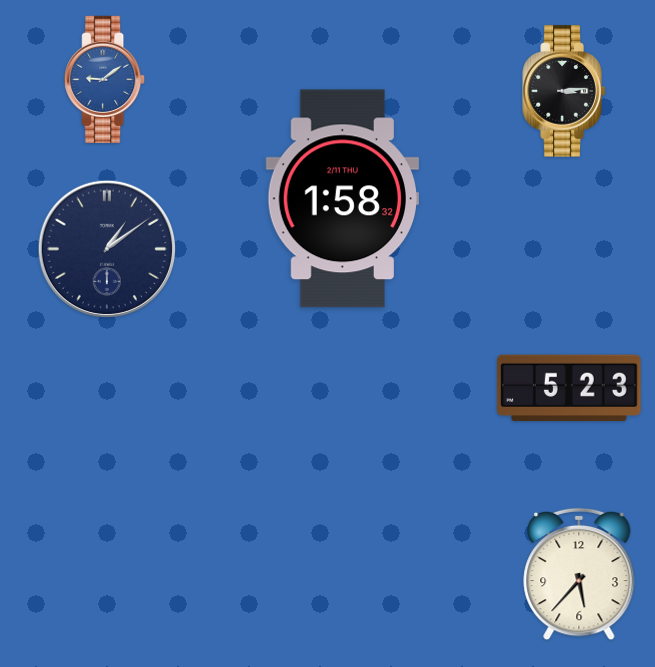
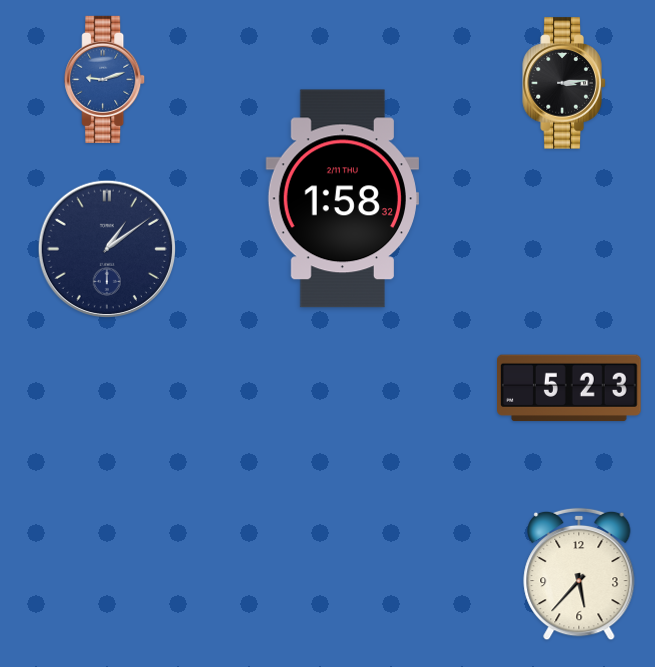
clock at (105, 79): 9:09 -> 9:12
clock at (564, 91) position: (564, 91) -> (564, 83)
